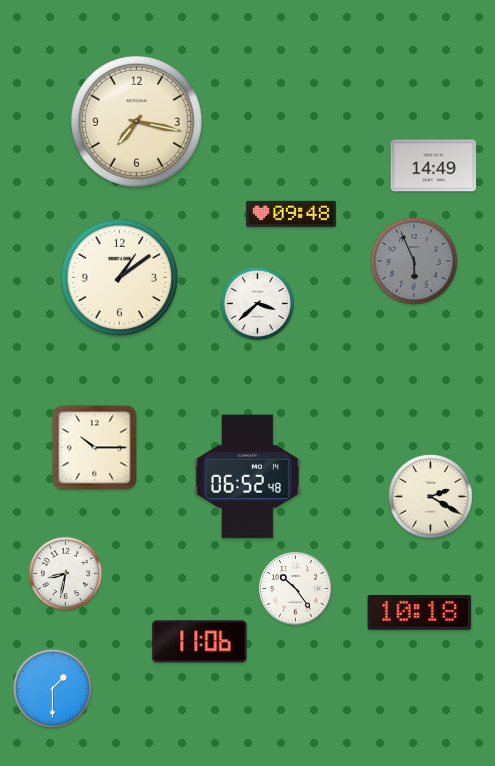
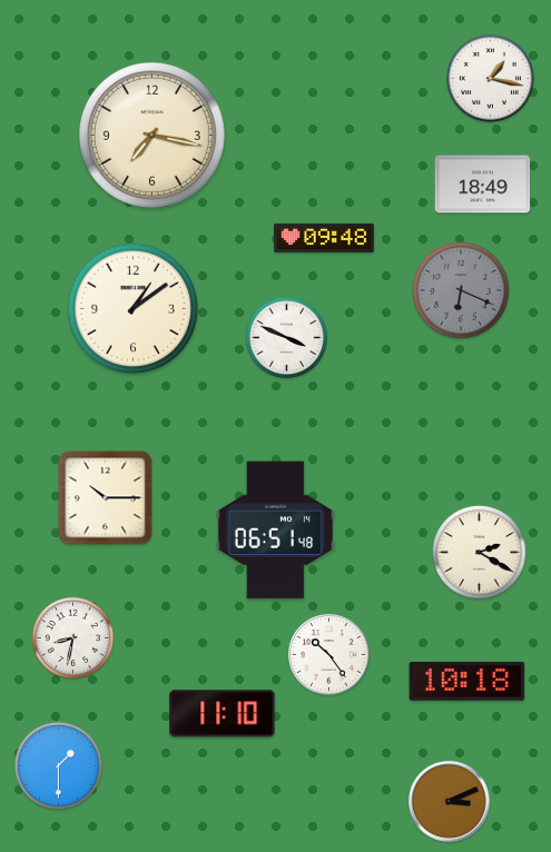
clock at (490, 78): none -> 1:17
clock at (434, 166): 14:49 -> 18:49
clock at (414, 261): 5:56 -> 6:19
clock at (257, 303): 3:38 -> 3:49
clock at (247, 477): 06:52 -> 06:51
clock at (200, 642): 11:06 -> 11:10
clock at (450, 802): none -> 3:11
